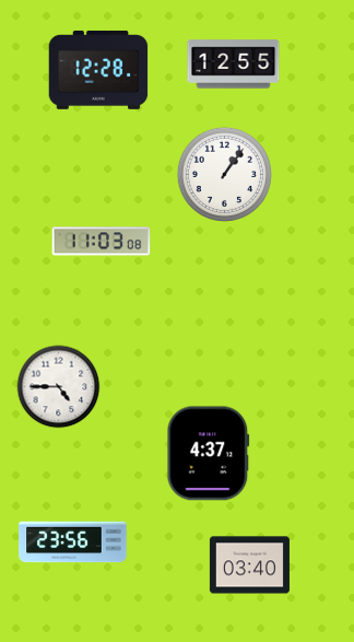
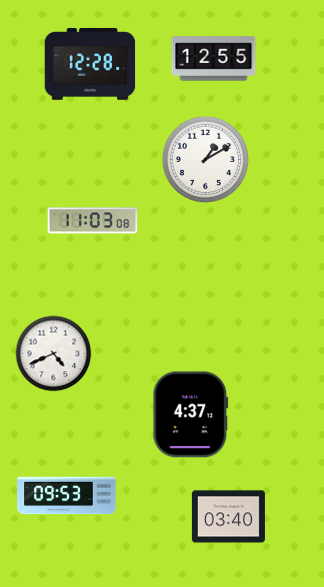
clock at (224, 174): 1:06 -> 1:10
clock at (59, 387): 4:45 -> 4:41
clock at (73, 542): 23:56 -> 09:53
